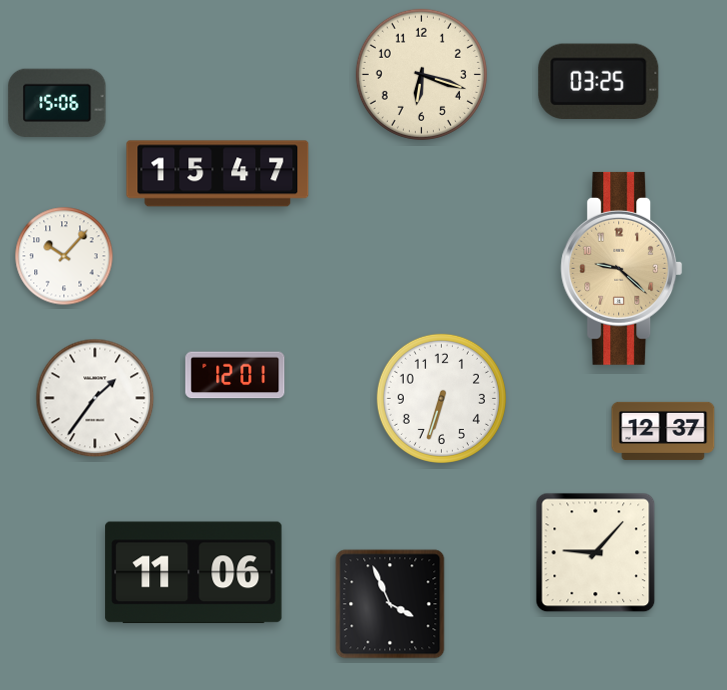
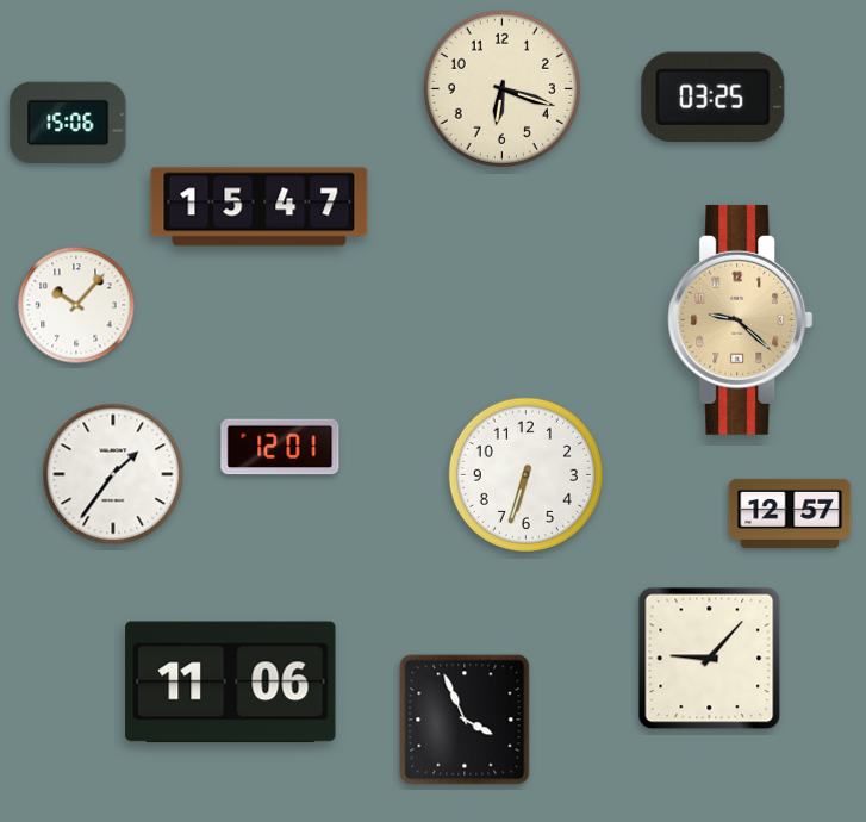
clock at (663, 431): 12:37 -> 12:57
